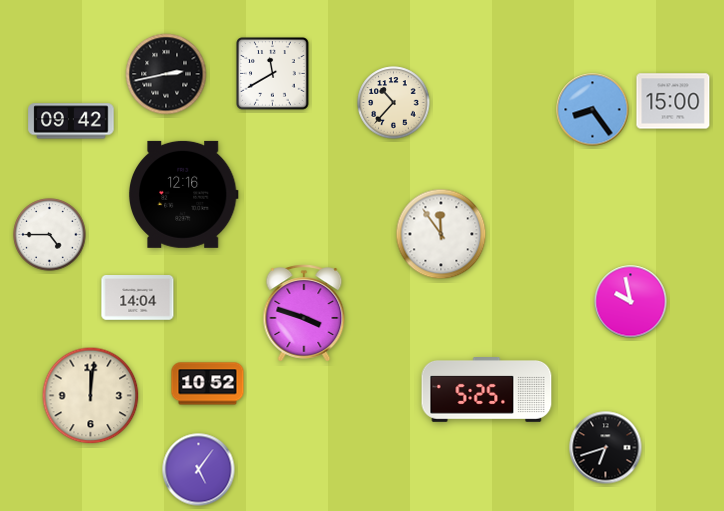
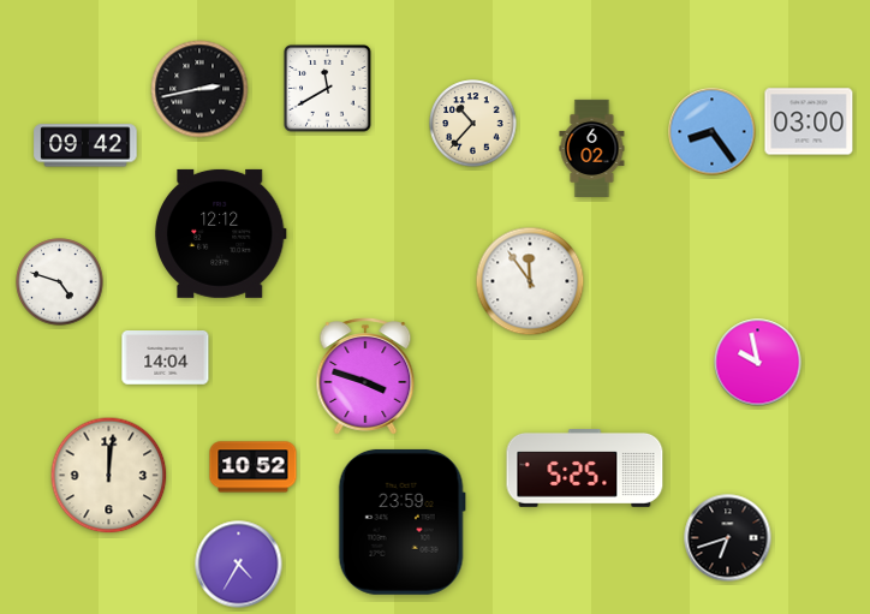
clock at (673, 101): 15:00 -> 03:00
clock at (592, 148): none -> 6:02
clock at (183, 194): 12:16 -> 12:12
clock at (50, 235): 4:45 -> 4:48
clock at (208, 384) position: (208, 384) -> (254, 467)
clock at (401, 521): none -> 23:59
clock at (199, 470): 5:06 -> 4:35
